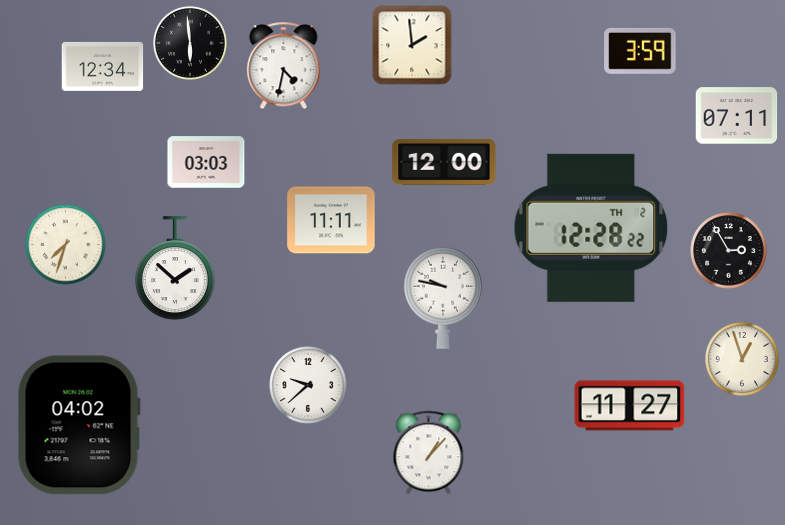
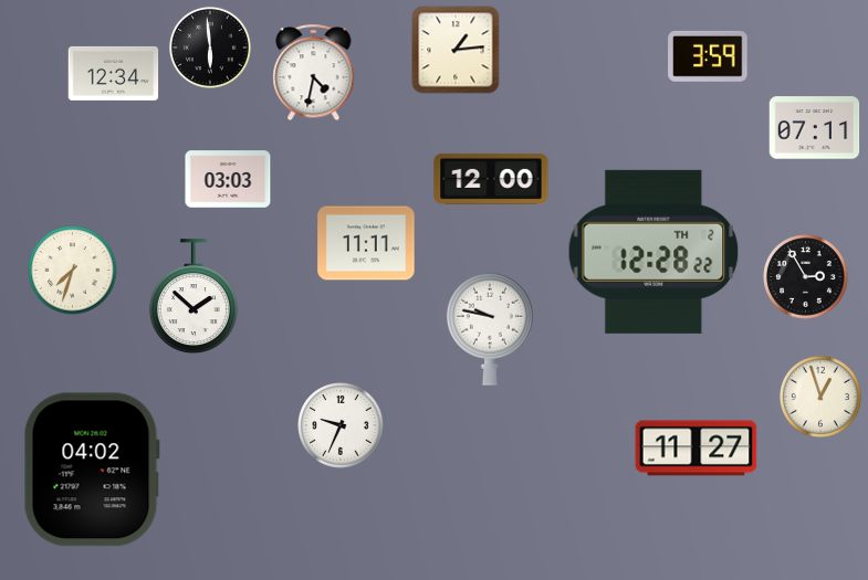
clock at (412, 45): 1:59 -> 1:14
clock at (308, 385): 9:38 -> 9:34
clock at (79, 425) position: (79, 425) -> (92, 470)
clock at (429, 453): 1:07 -> none
